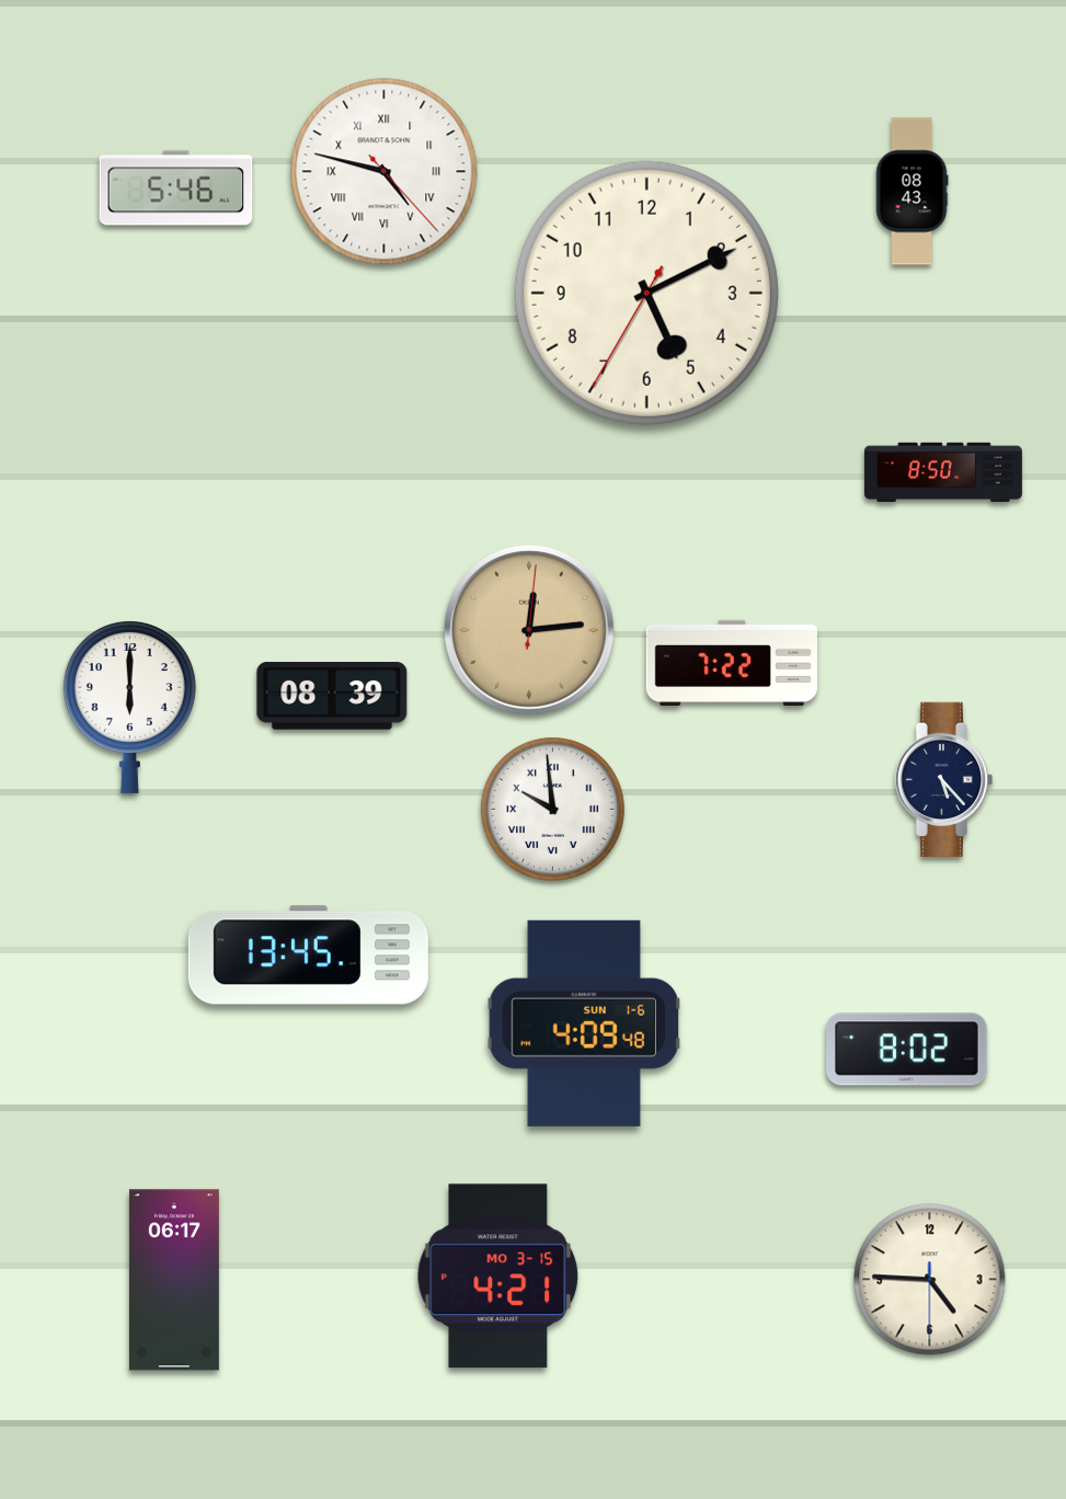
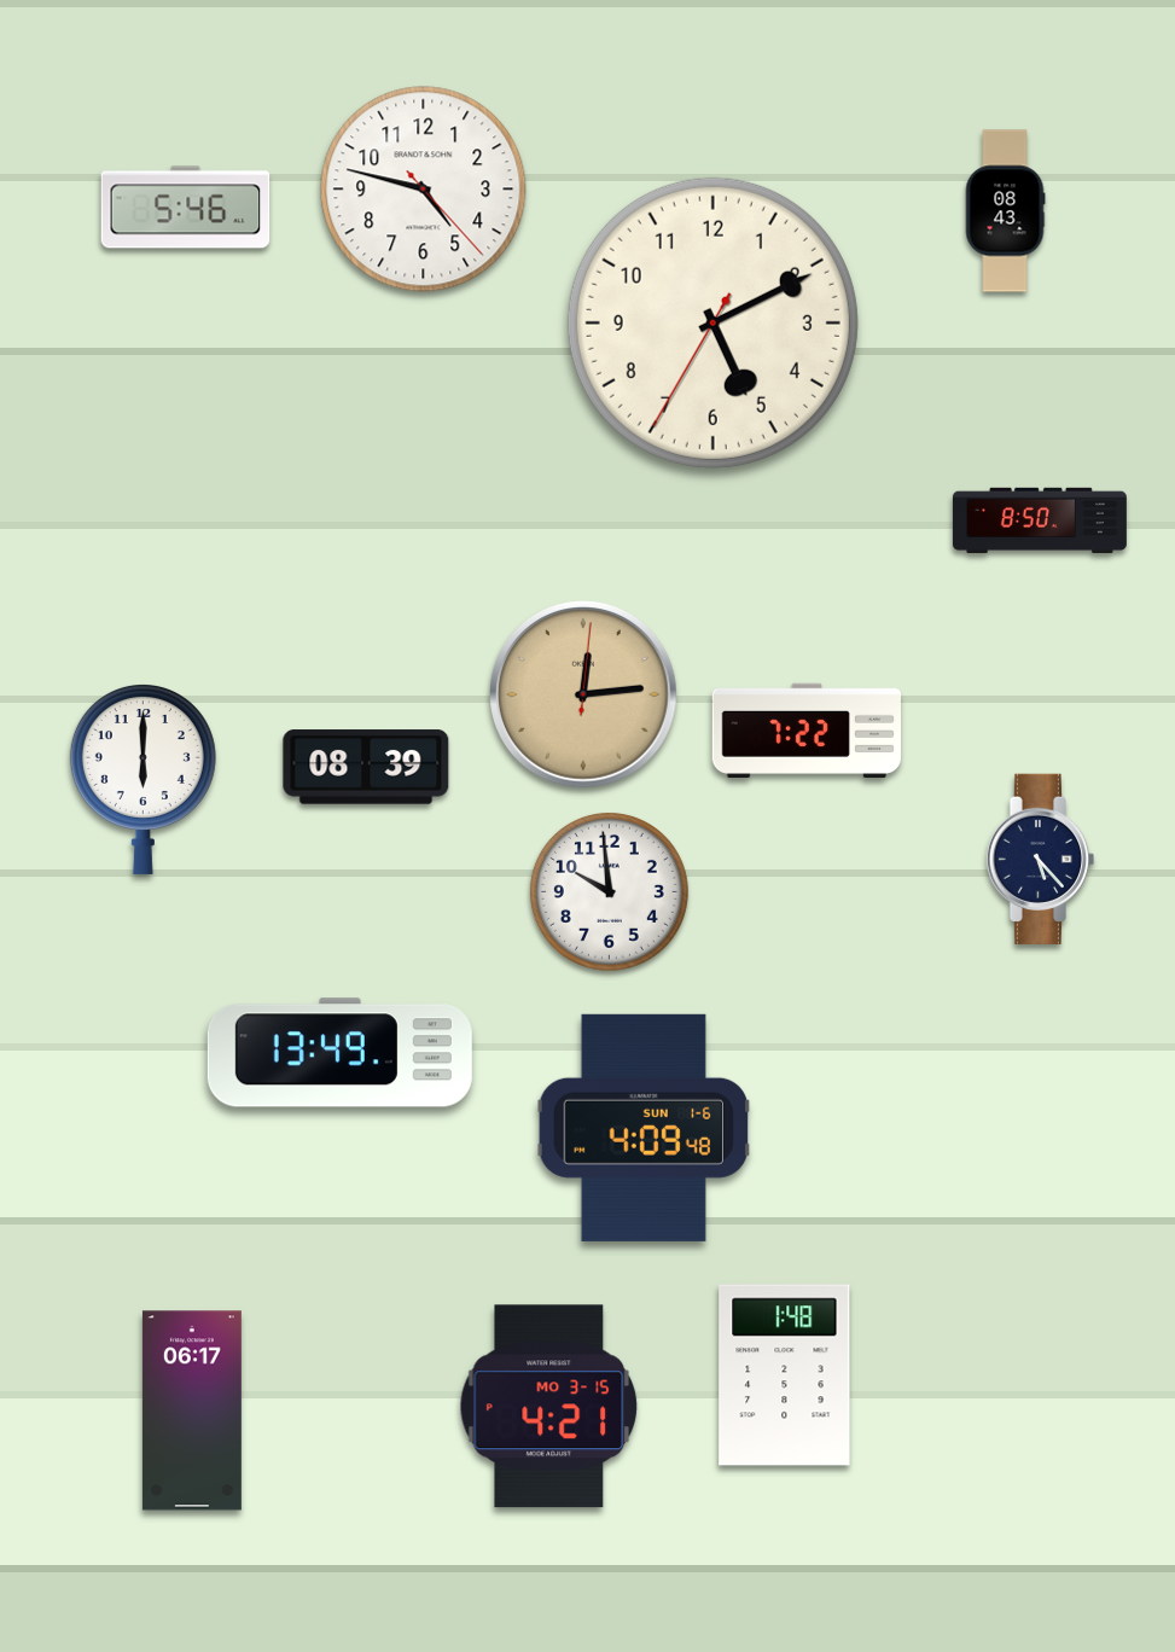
clock at (385, 172) numerals: Roman -> Arabic
clock at (176, 188) position: (176, 188) -> (186, 208)
clock at (552, 809) numerals: Roman -> Arabic
clock at (308, 956): 13:45 -> 13:49
clock at (907, 1050): 8:02 -> none
clock at (785, 1375): none -> 1:48
clock at (930, 1280): 4:45 -> none
